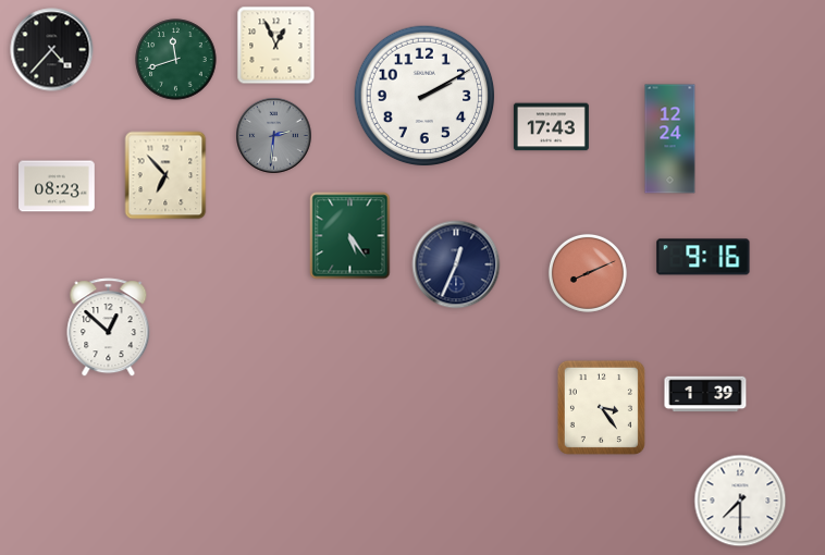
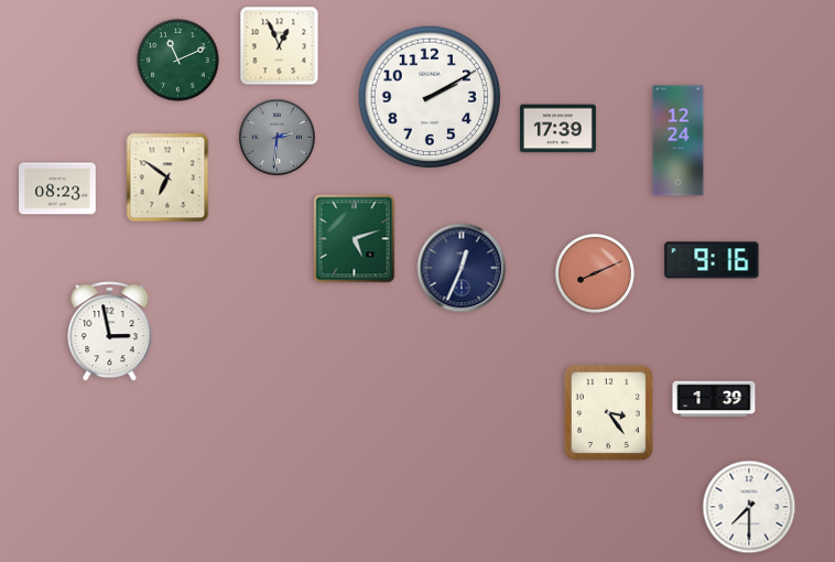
clock at (52, 50): 4:37 -> none
clock at (176, 60): 11:42 -> 11:11
clock at (551, 127): 17:43 -> 17:39
clock at (165, 175): 6:53 -> 6:51
clock at (350, 236): 5:24 -> 5:12
clock at (588, 273) position: (588, 273) -> (595, 273)
clock at (109, 328): 12:52 -> 2:58
